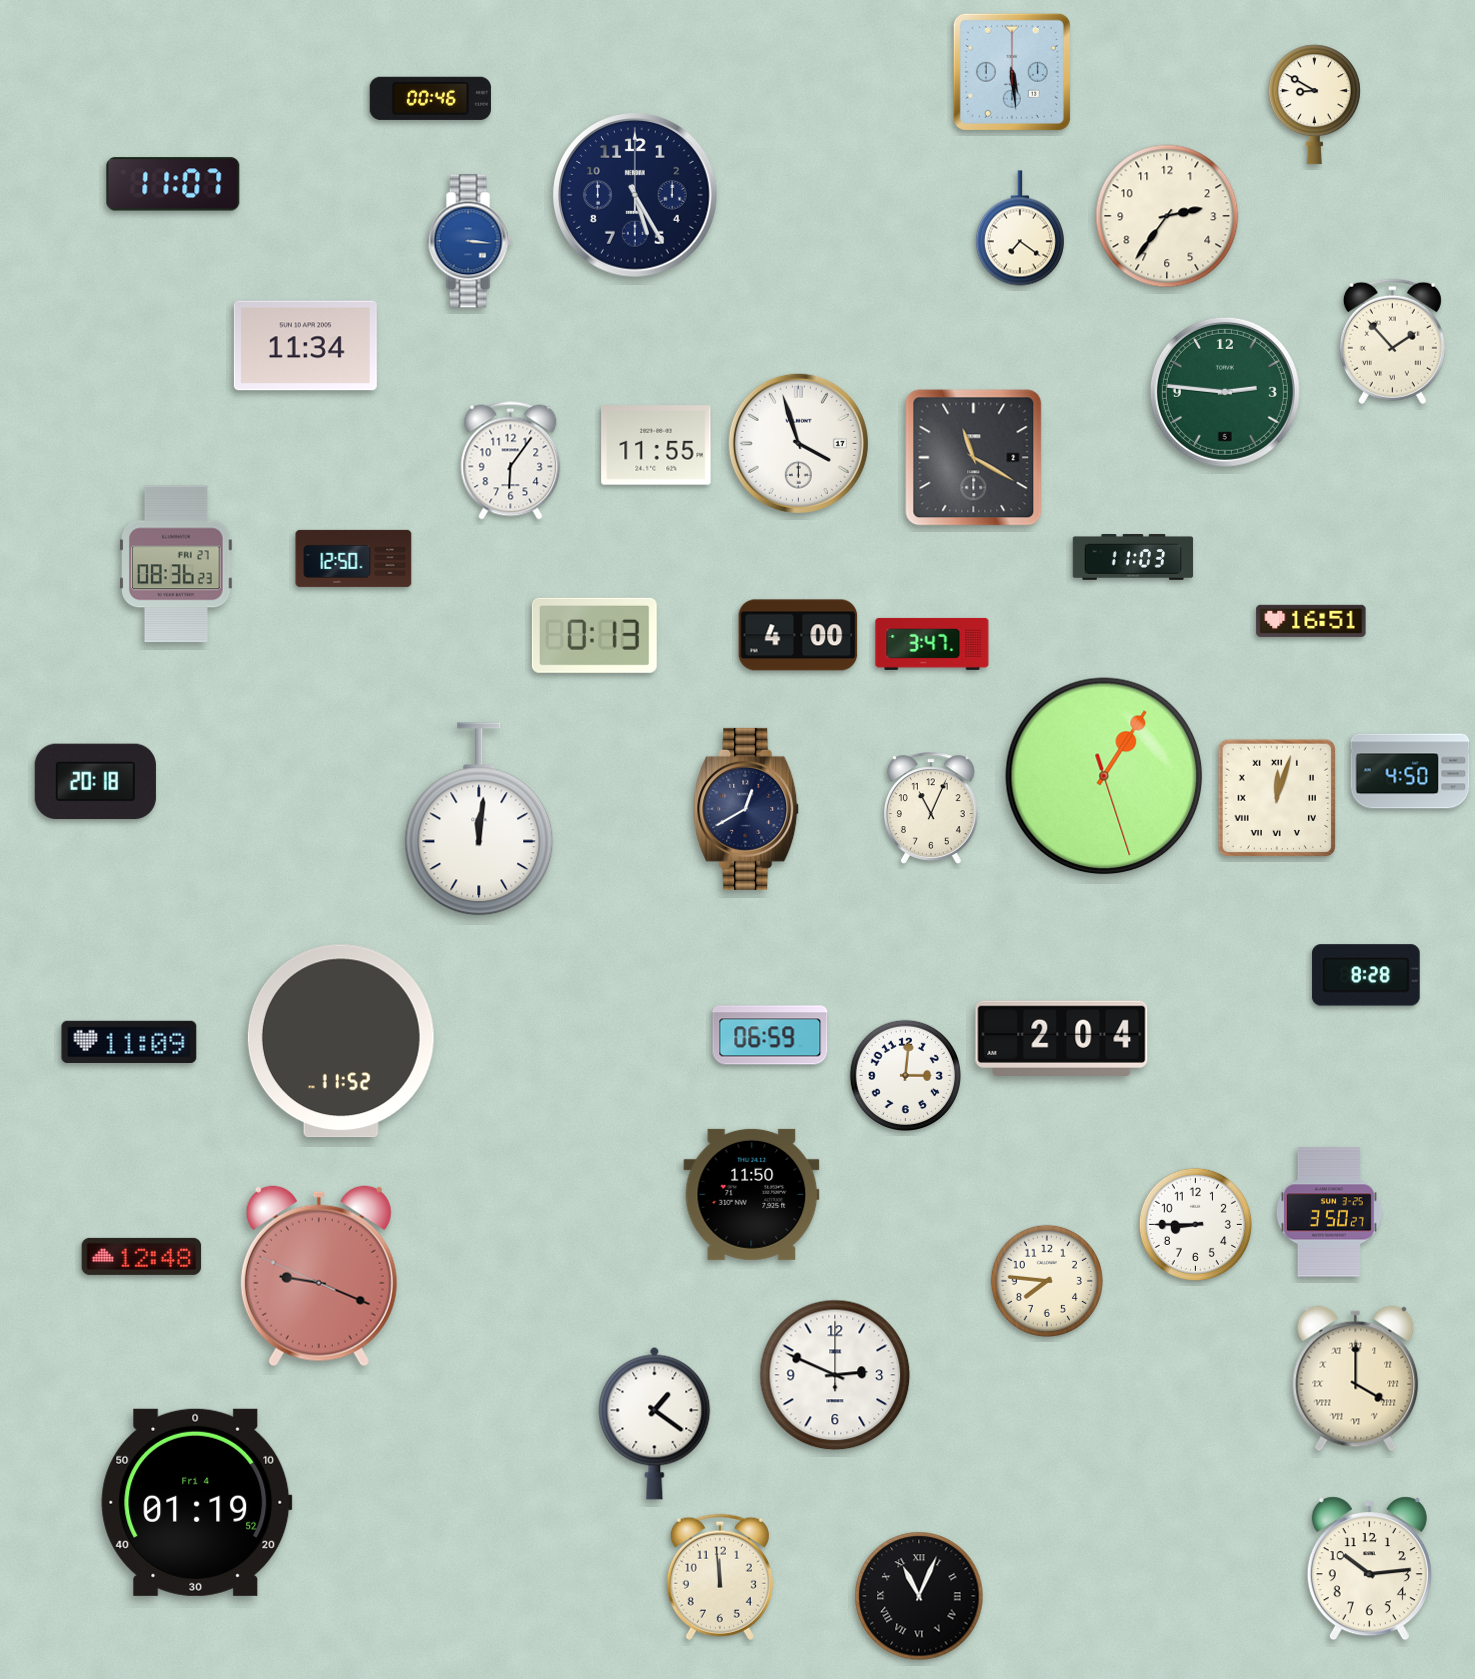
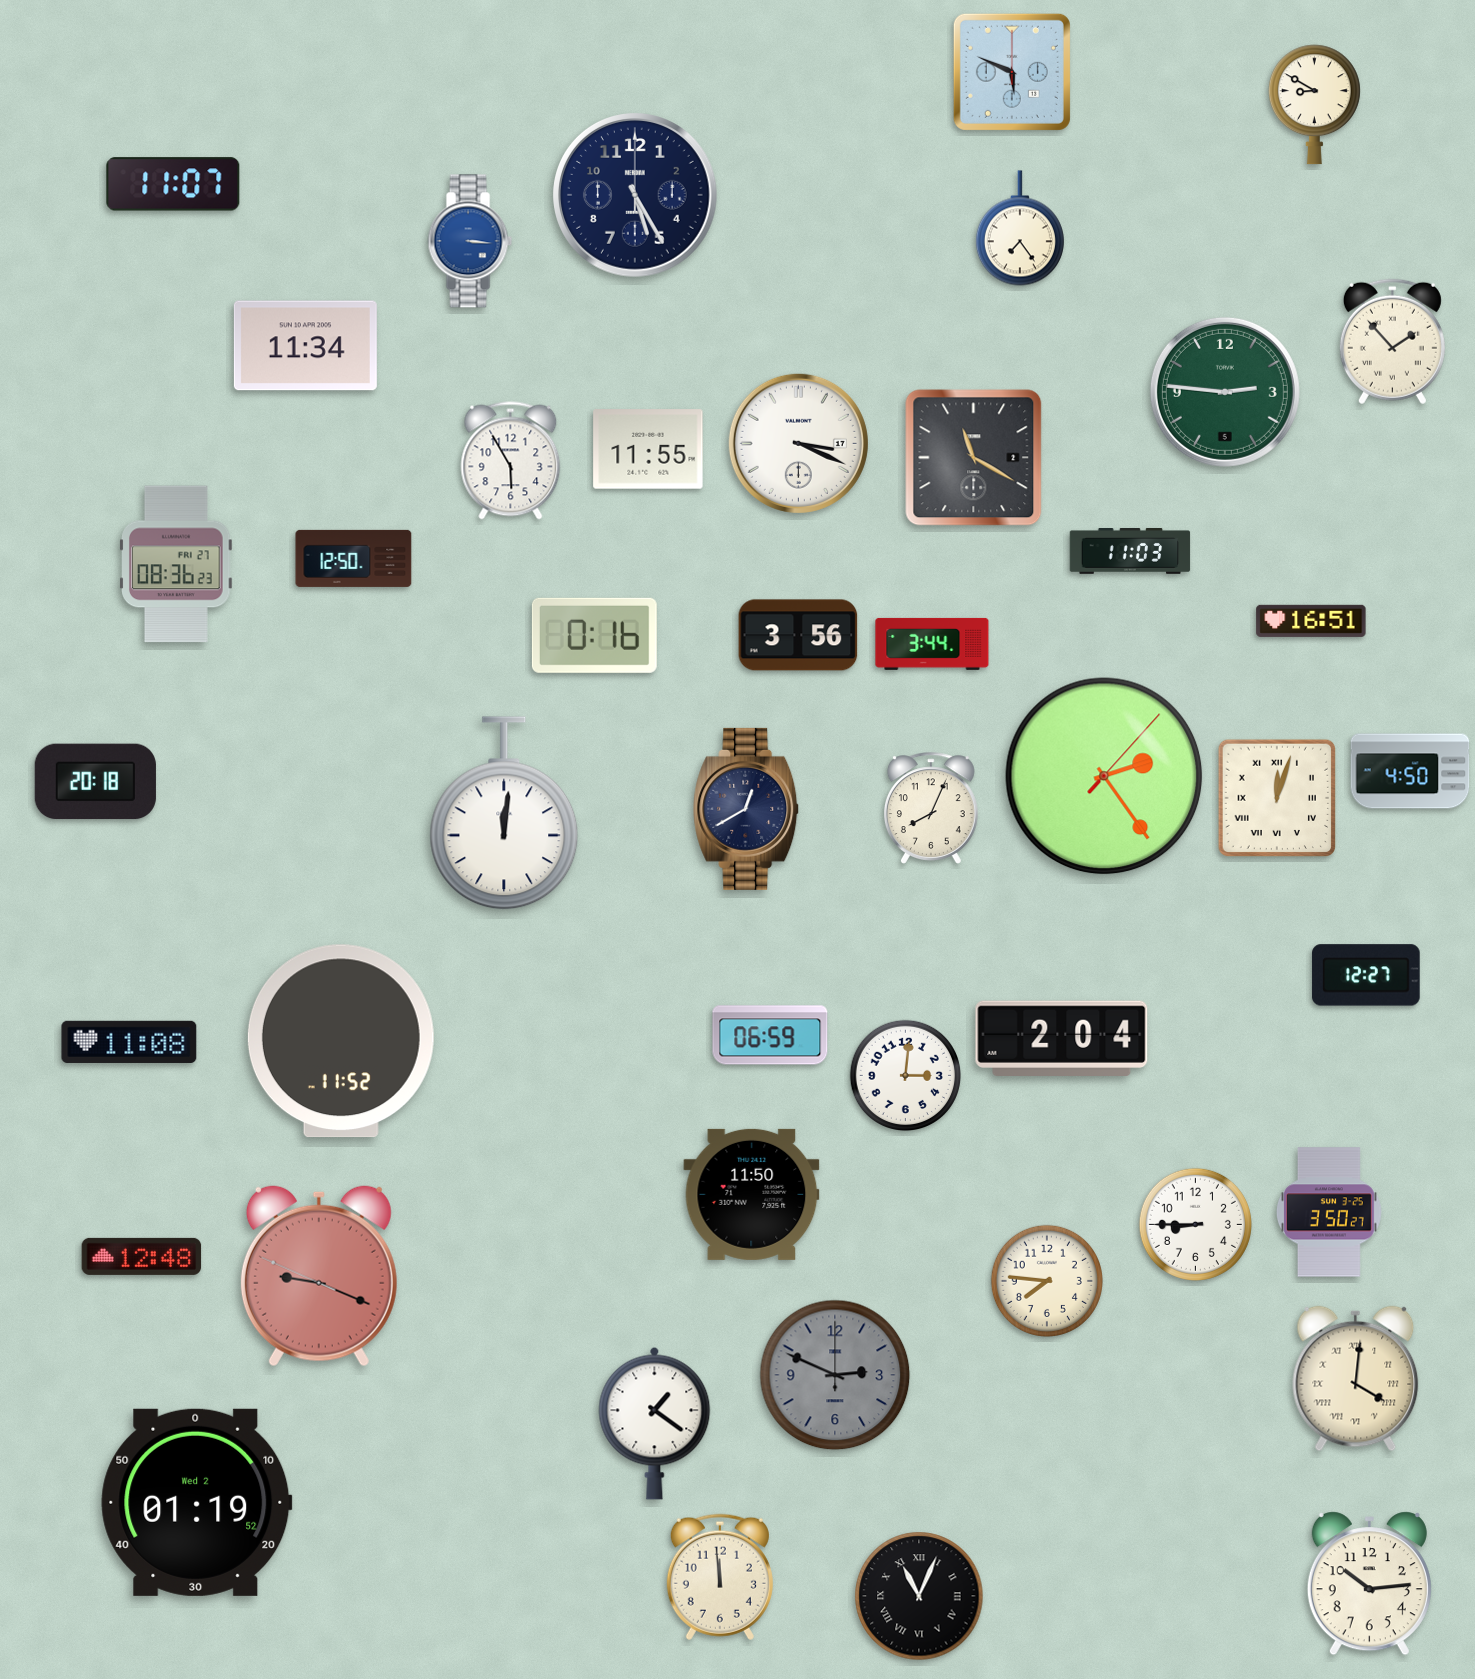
clock at (1012, 72): 5:29 -> 5:49
clock at (430, 98): 00:46 -> none
clock at (1167, 216): 2:36 -> none
clock at (1020, 228): 7:21 -> 7:24
clock at (798, 443): 3:57 -> 3:19
clock at (656, 445) position: (656, 445) -> (648, 449)
clock at (511, 461): 6:06 -> 5:55
clock at (1133, 558) position: (1133, 558) -> (1130, 552)
clock at (594, 635): 0:13 -> 0:16
clock at (798, 635): 4:00 -> 3:56
clock at (932, 644): 3:47 -> 3:44
clock at (1104, 776): 1:05 -> 2:24
clock at (931, 808): 11:04 -> 8:04
clock at (479, 819) position: (479, 819) -> (504, 813)
clock at (1366, 975): 8:28 -> 12:27
clock at (129, 1042): 11:09 -> 11:08
clock at (835, 1375) dial: white -> grey
clock at (1356, 1379): 4:00 -> 4:01
clock at (197, 1502) date: Fri 4 -> Wed 2
clock at (1369, 1569) position: (1369, 1569) -> (1369, 1584)
